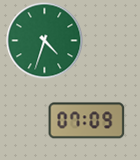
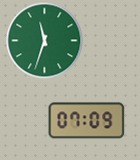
clock at (45, 41): 4:33 -> 11:33
